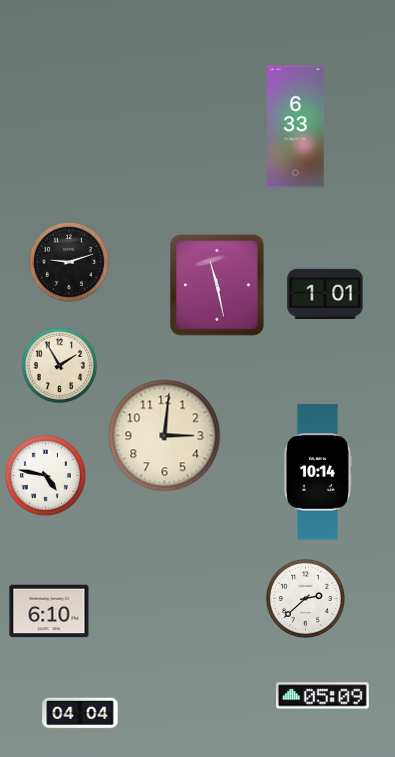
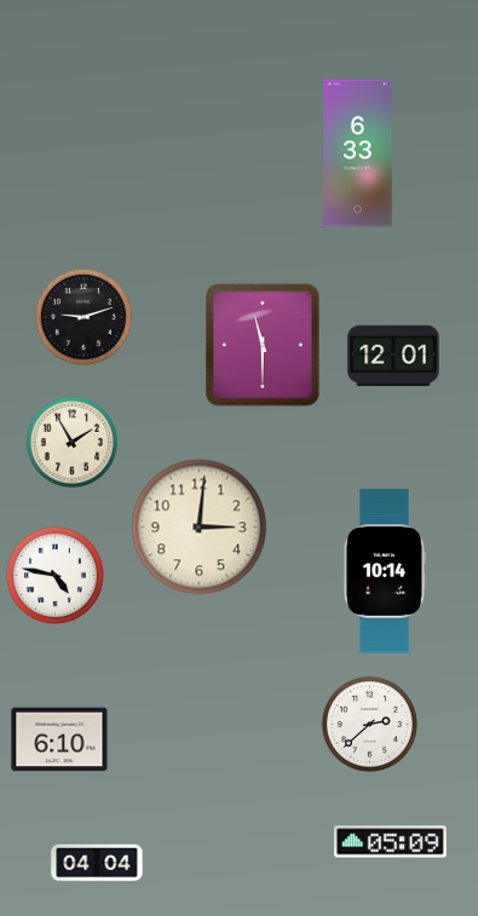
clock at (218, 285): 11:28 -> 11:30
clock at (325, 294): 1:01 -> 12:01
